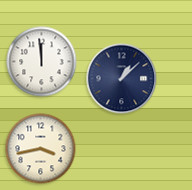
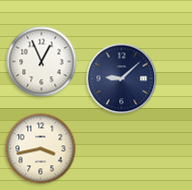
clock at (42, 62): 11:59 -> 12:56
clock at (122, 79): 1:08 -> 9:08
